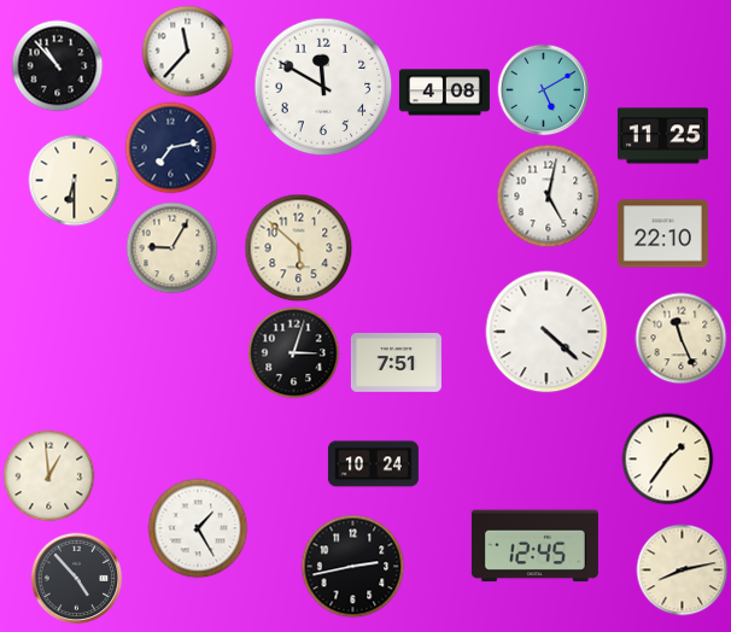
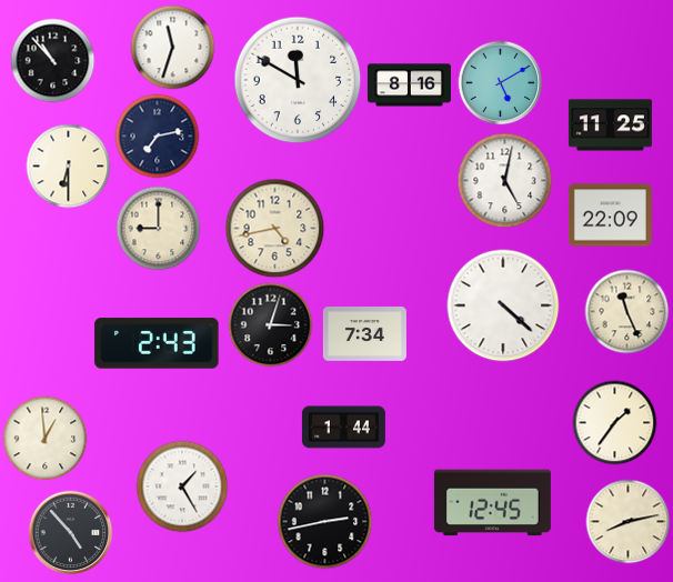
clock at (188, 52): 11:37 -> 11:33
clock at (444, 93): 4:08 -> 8:16
clock at (662, 234): 22:10 -> 22:09
clock at (172, 248): 9:05 -> 9:00
clock at (299, 248): 5:52 -> 4:43
clock at (396, 363): 7:51 -> 7:34
clock at (157, 343): none -> 2:43
clock at (373, 464): 10:24 -> 1:44
clock at (683, 570) position: (683, 570) -> (629, 522)
